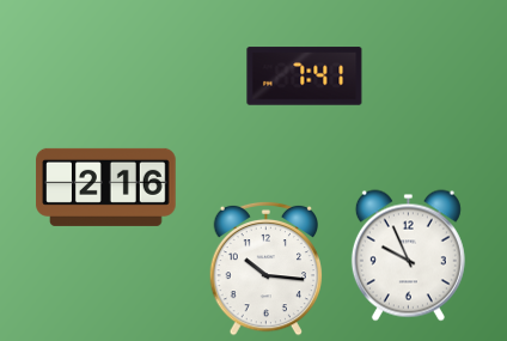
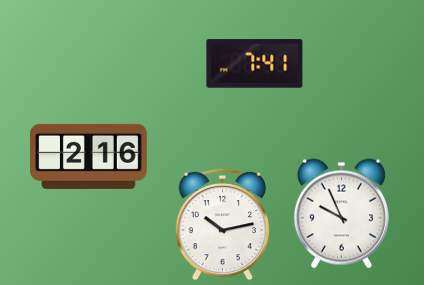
clock at (267, 268): 10:16 -> 10:13
